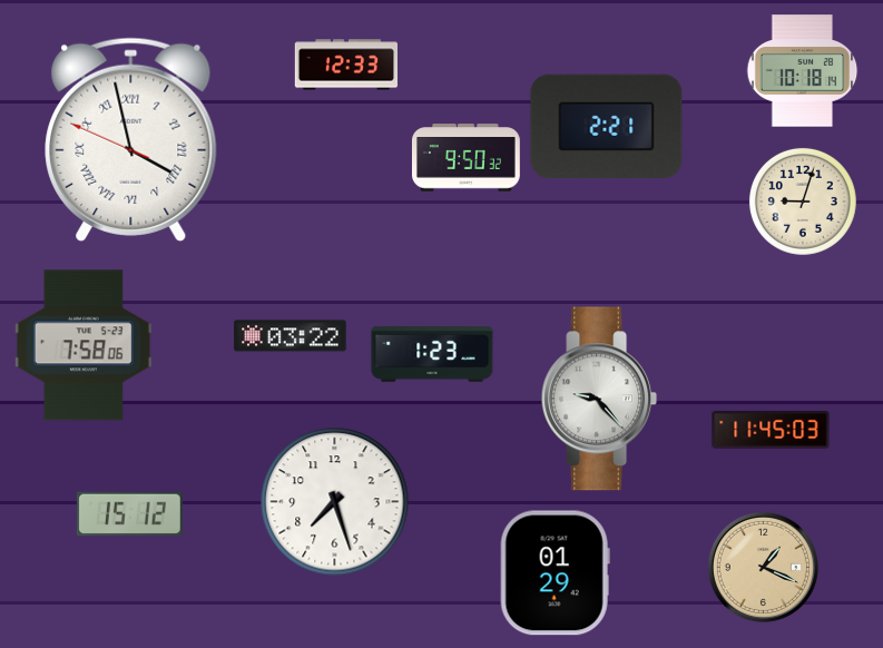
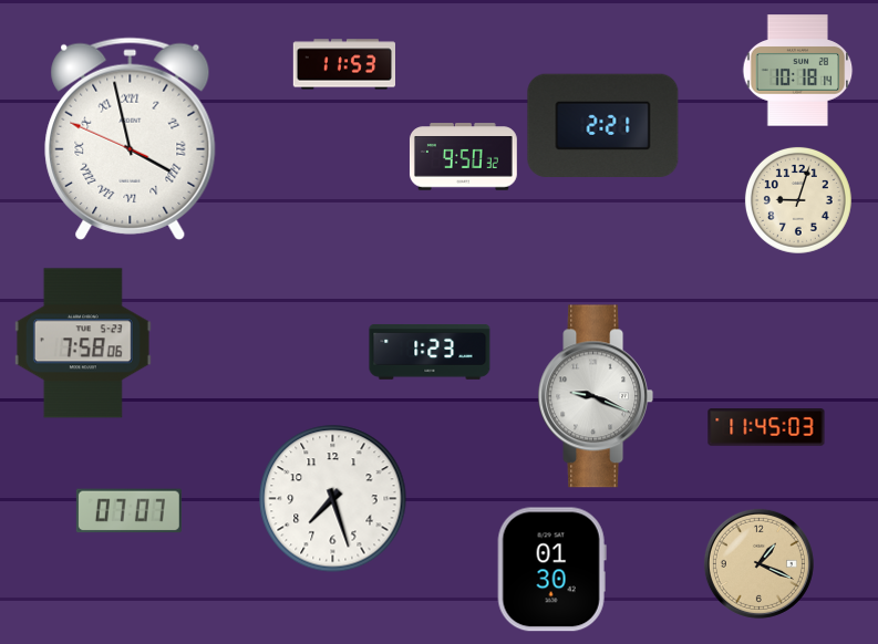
clock at (346, 65): 12:33 -> 11:53
clock at (291, 336): 03:22 -> none
clock at (599, 399): 9:23 -> 9:19
clock at (129, 514): 15:12 -> 07:07
clock at (555, 573): 01:29 -> 01:30
